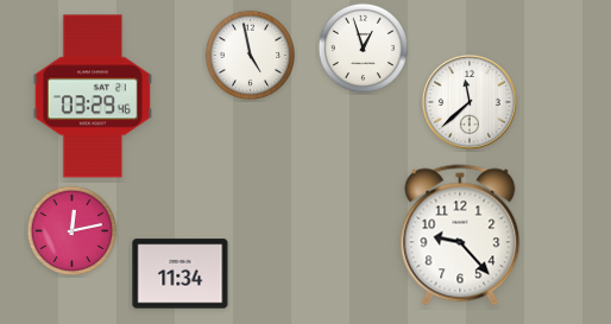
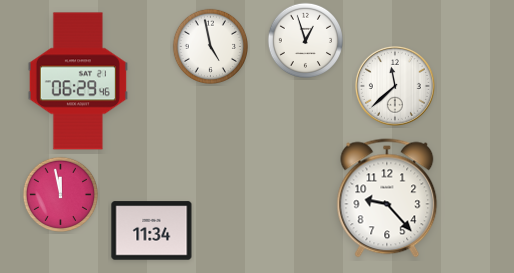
clock at (93, 96): 03:29 -> 06:29
clock at (71, 230): 12:13 -> 11:58
